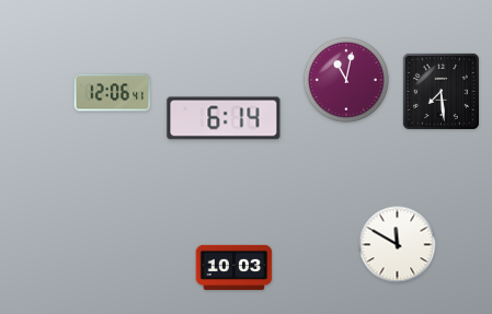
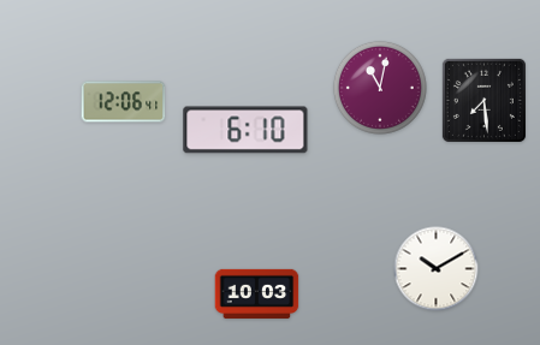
clock at (224, 118): 6:14 -> 6:10
clock at (398, 245): 11:50 -> 10:10
